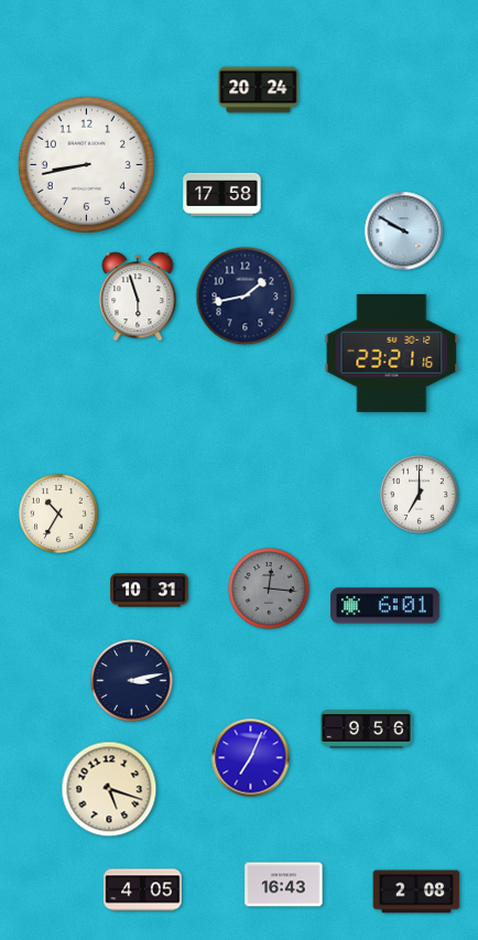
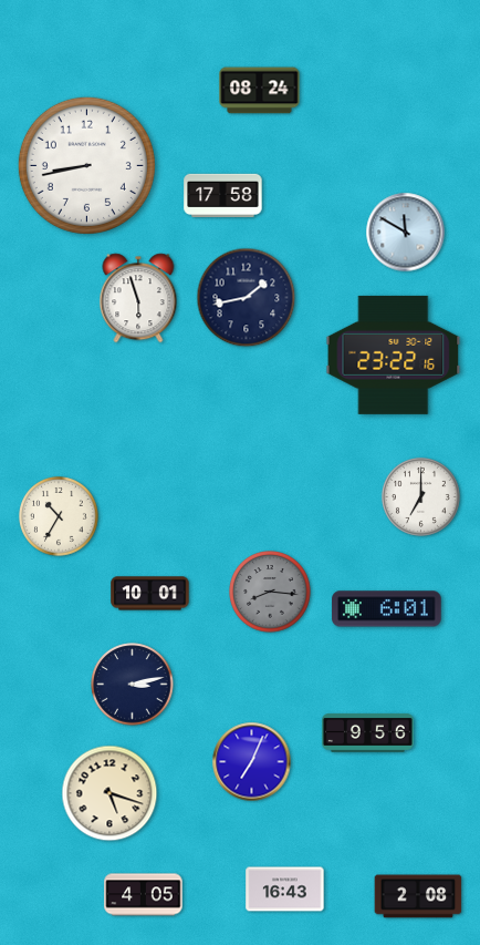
clock at (259, 90): 20:24 -> 08:24
clock at (404, 231): 9:50 -> 11:50
clock at (392, 353): 23:21 -> 23:22
clock at (269, 588): 12:16 -> 8:16
clock at (150, 591): 10:31 -> 10:01
